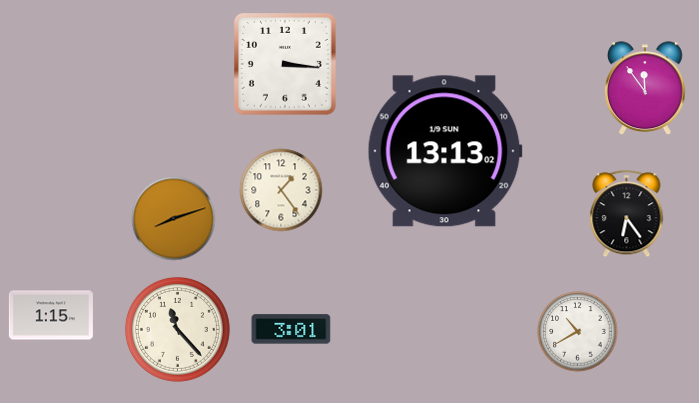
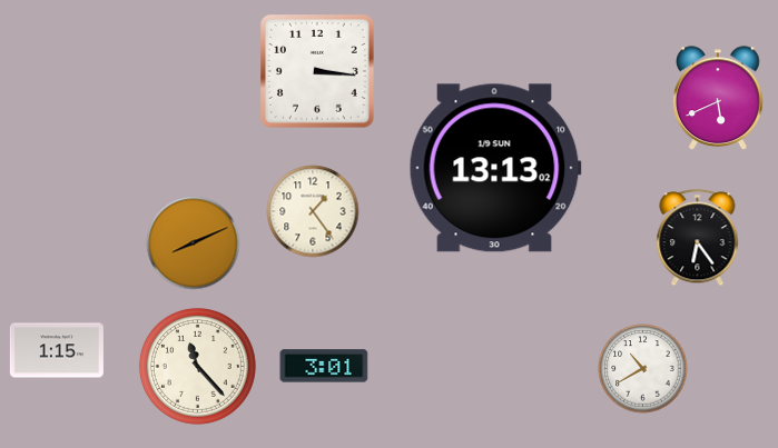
clock at (646, 89): 11:54 -> 5:41
clock at (174, 219): 8:12 -> 8:11
